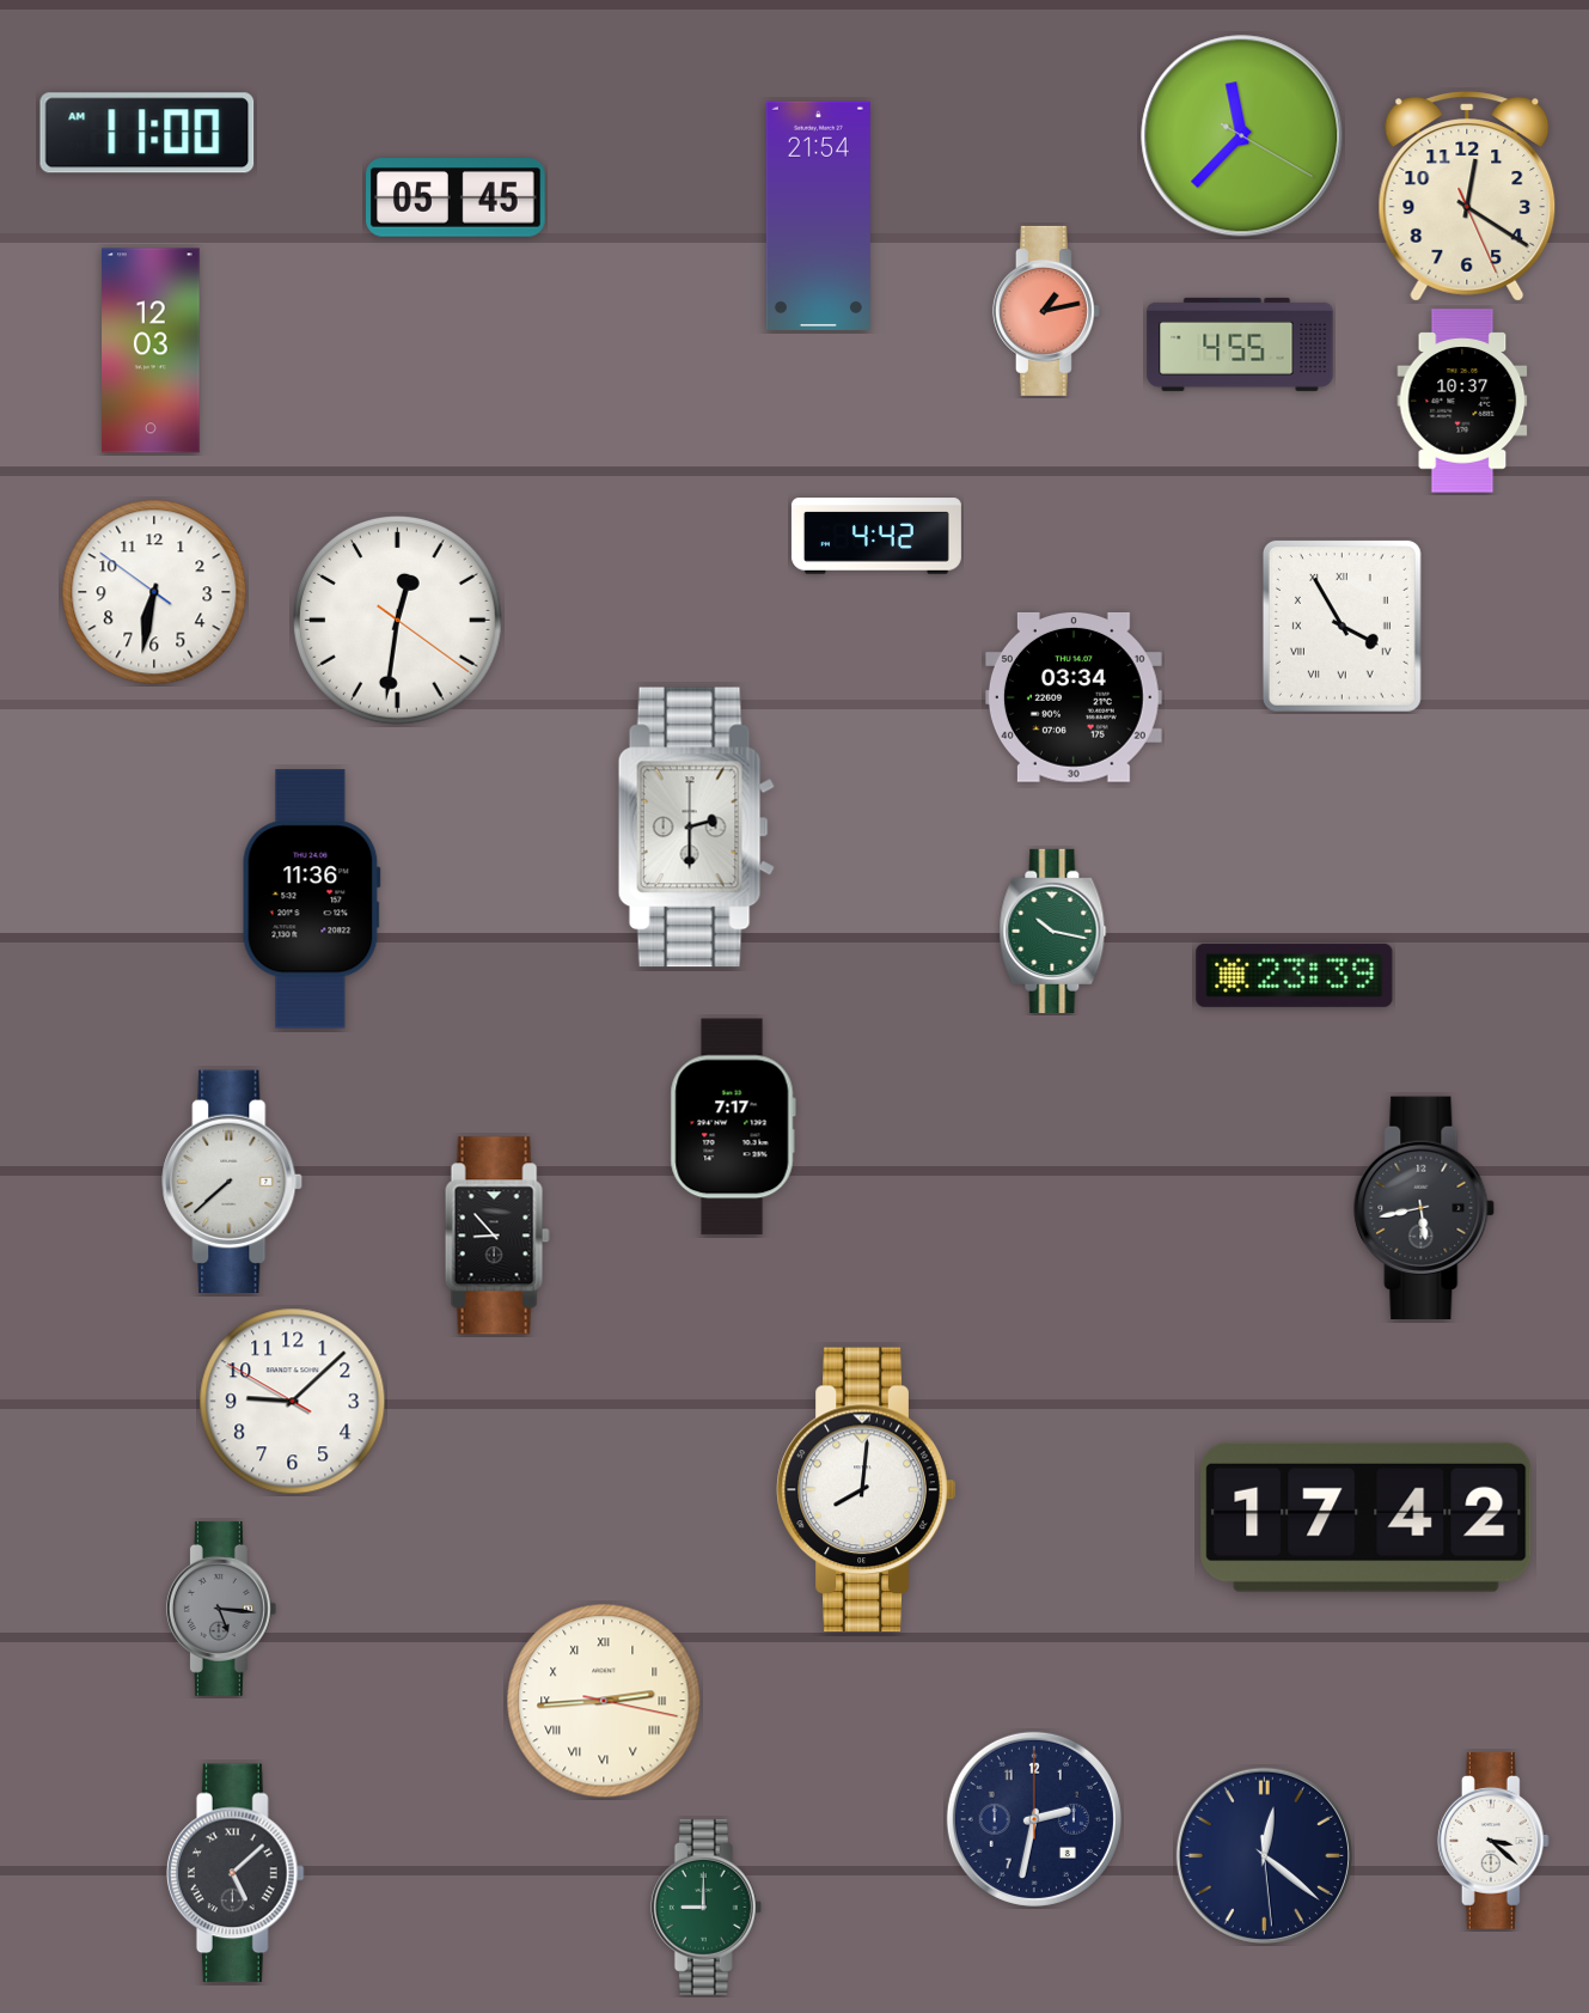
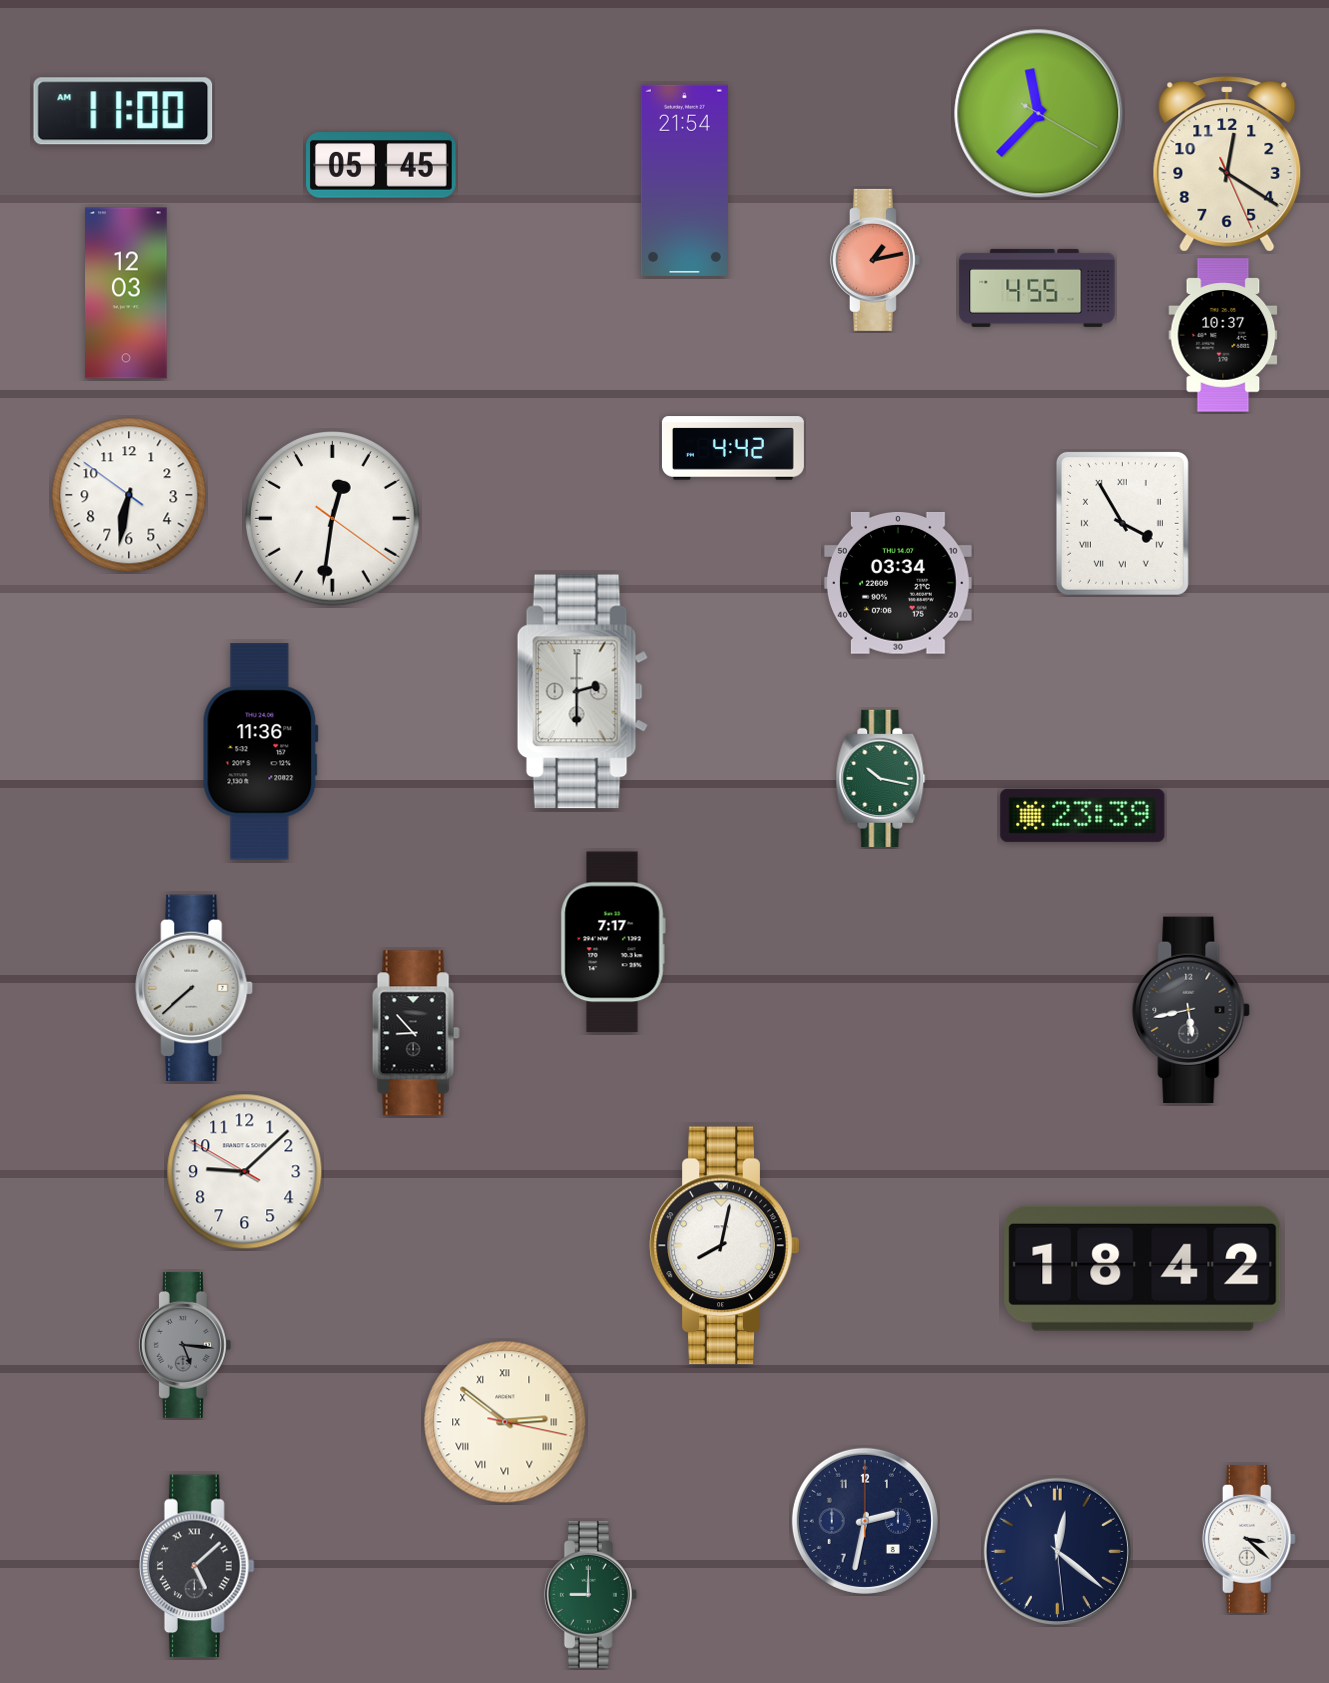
clock at (867, 1490): 8:01 -> 8:02
clock at (1367, 1517): 17:42 -> 18:42
clock at (604, 1701): 2:44 -> 2:51
